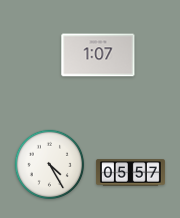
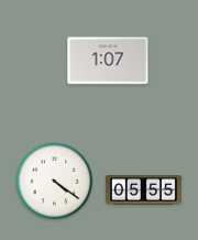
clock at (50, 165): 4:25 -> 4:21
clock at (130, 173): 05:57 -> 05:55
